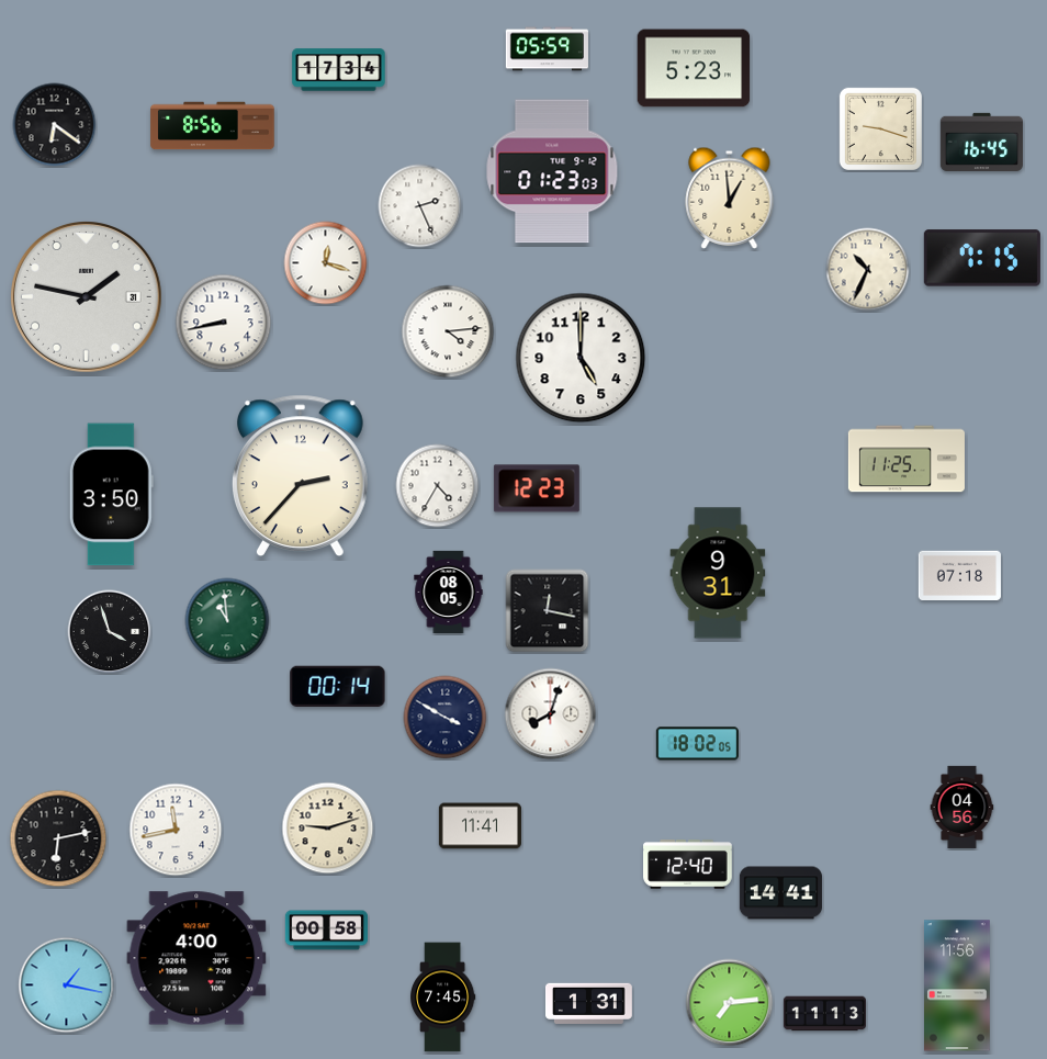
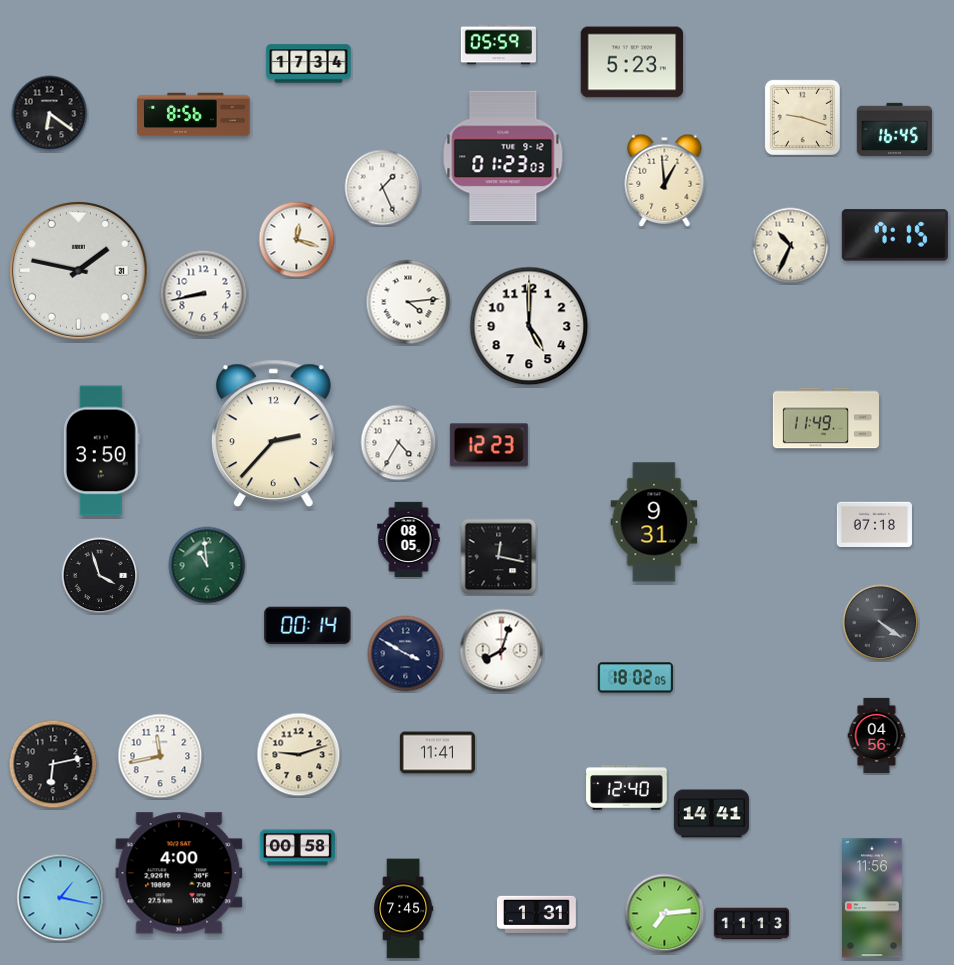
clock at (420, 206): 2:26 -> 1:26
clock at (907, 459): 11:25 -> 11:49
clock at (881, 623): none -> 4:21
